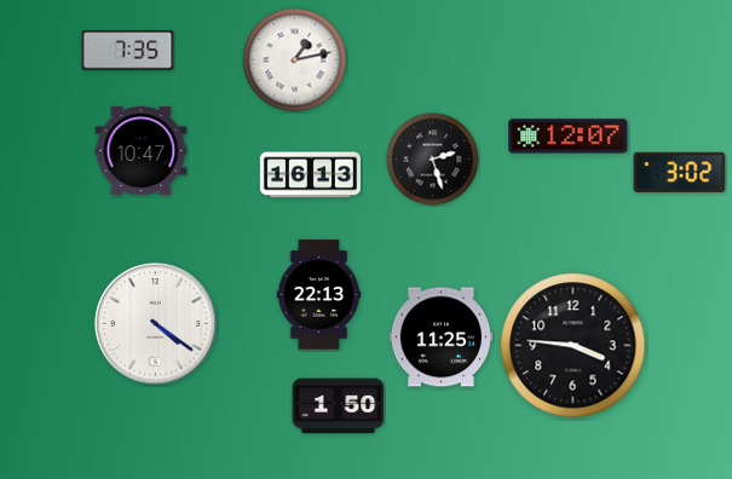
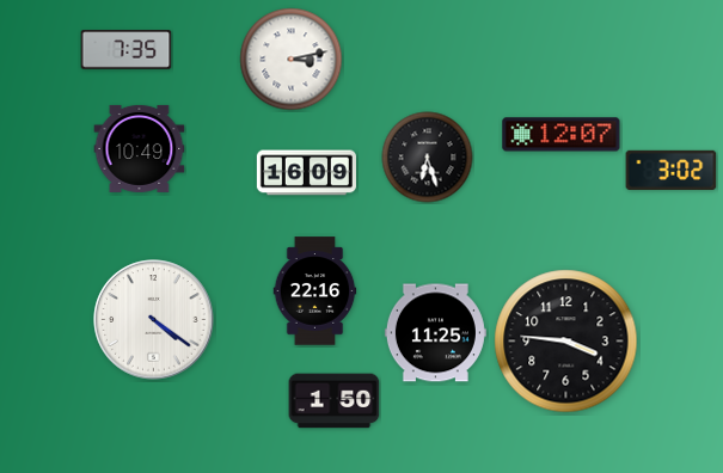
clock at (295, 60): 1:13 -> 3:13
clock at (142, 150): 10:47 -> 10:49
clock at (433, 160): 2:27 -> 6:27
clock at (310, 175): 16:13 -> 16:09
clock at (319, 295): 22:13 -> 22:16
